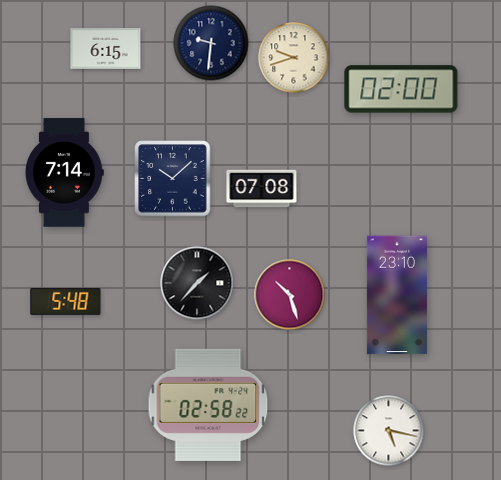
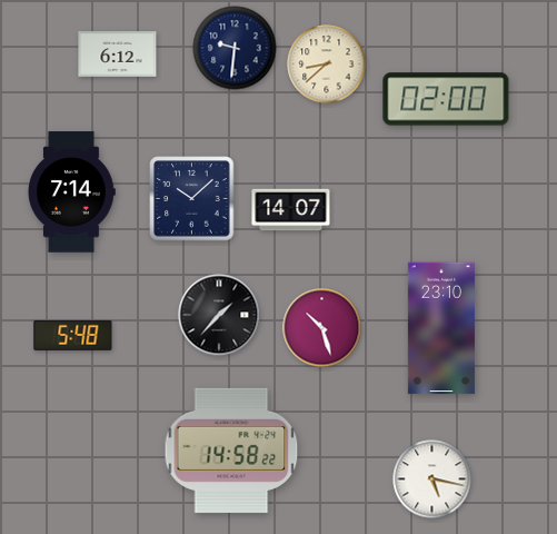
clock at (106, 49): 6:15 -> 6:12
clock at (294, 58): 9:42 -> 8:38
clock at (262, 189): 07:08 -> 14:07
clock at (208, 405): 02:58 -> 14:58
